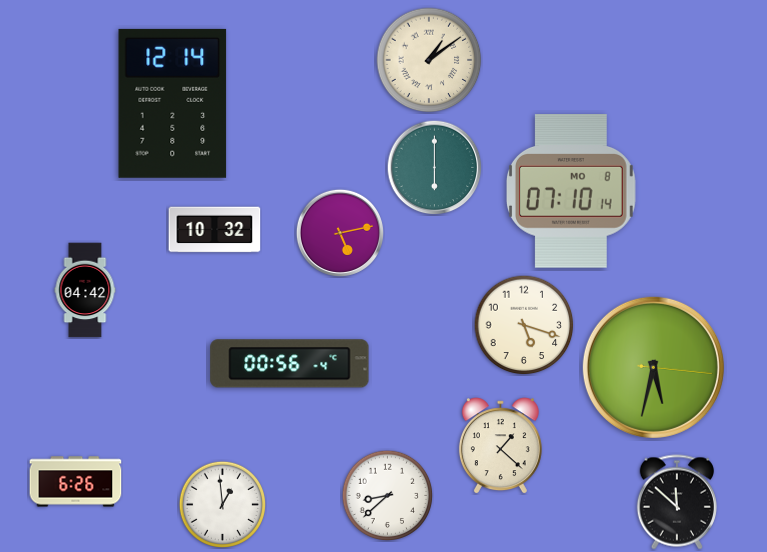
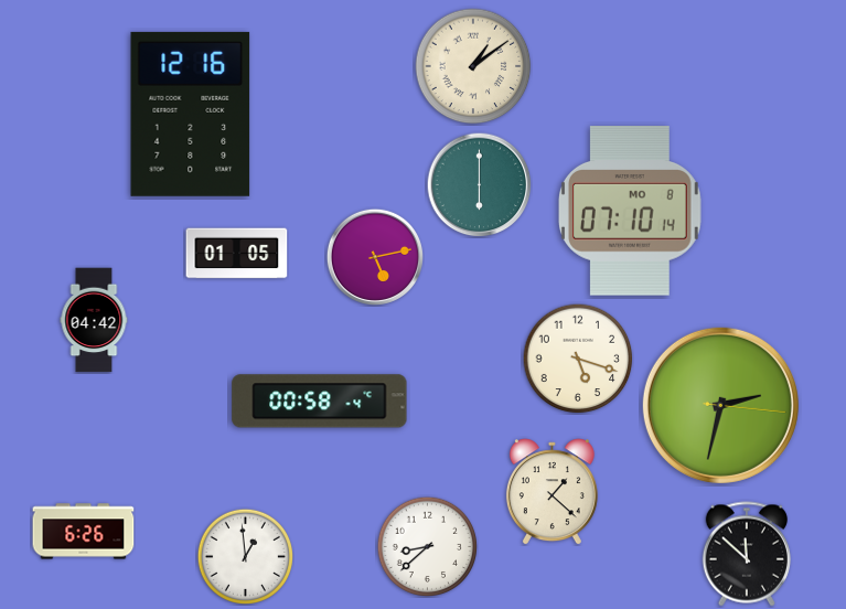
clock at (173, 103): 12:14 -> 12:16
clock at (215, 230): 10:32 -> 01:05
clock at (290, 364): 00:56 -> 00:58
clock at (653, 367): 5:32 -> 2:32
